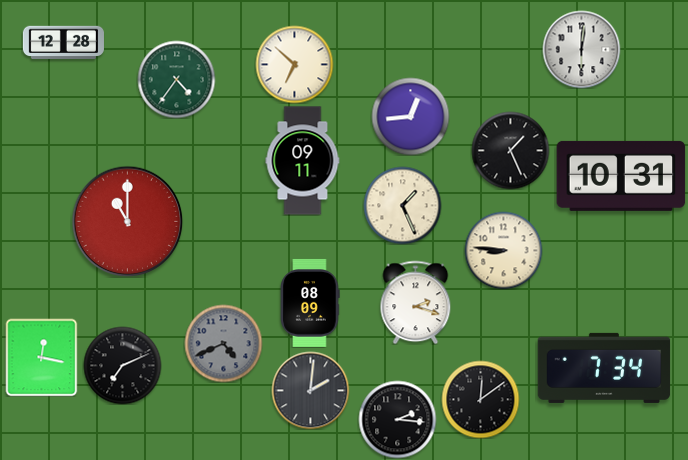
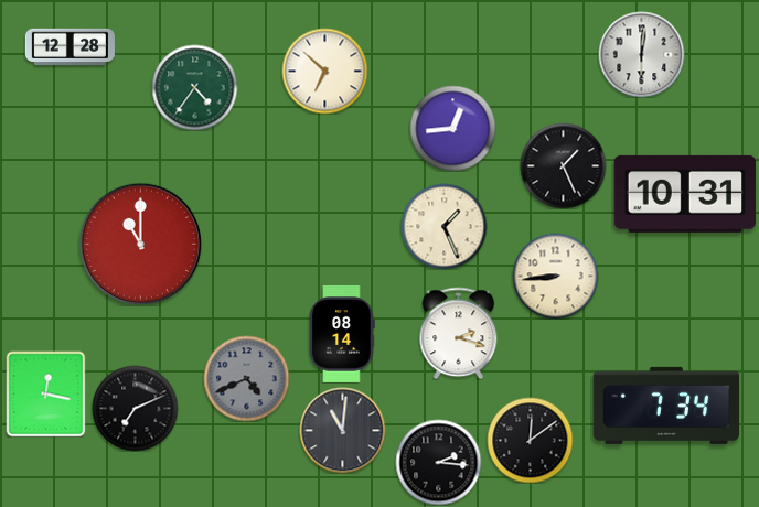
clock at (303, 161): 09:11 -> none
clock at (503, 250): 8:46 -> 8:44
clock at (310, 303): 08:09 -> 08:14
clock at (122, 365) position: (122, 365) -> (135, 408)
clock at (310, 390): 2:01 -> 11:01
